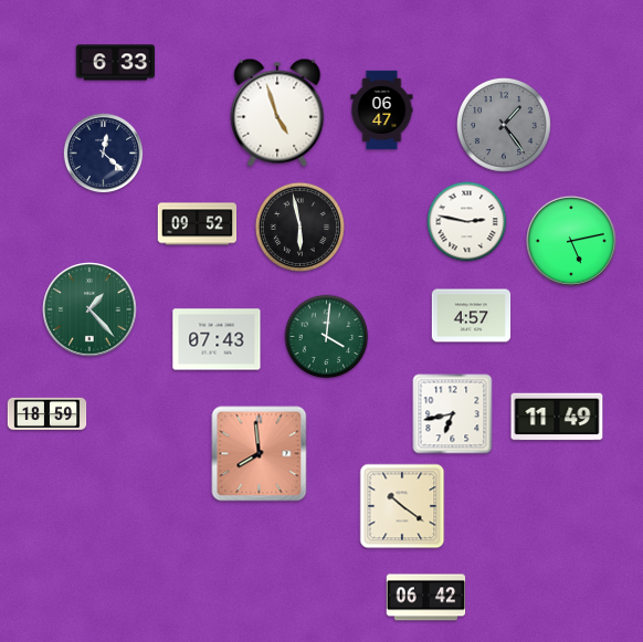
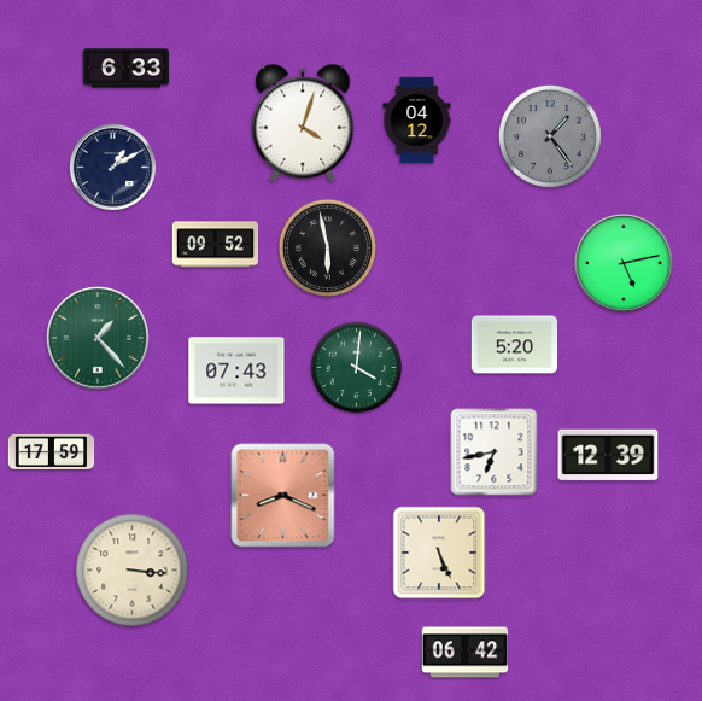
clock at (382, 110): 06:47 -> 04:12
clock at (277, 113): 4:57 -> 4:03
clock at (104, 154): 12:22 -> 1:10
clock at (467, 222): 2:47 -> none
clock at (472, 316): 4:57 -> 5:20
clock at (48, 413): 18:59 -> 17:59
clock at (557, 417): 11:49 -> 12:39
clock at (260, 454): 7:59 -> 8:19
clock at (402, 506): 10:21 -> 5:26
clock at (133, 571): none -> 3:16
